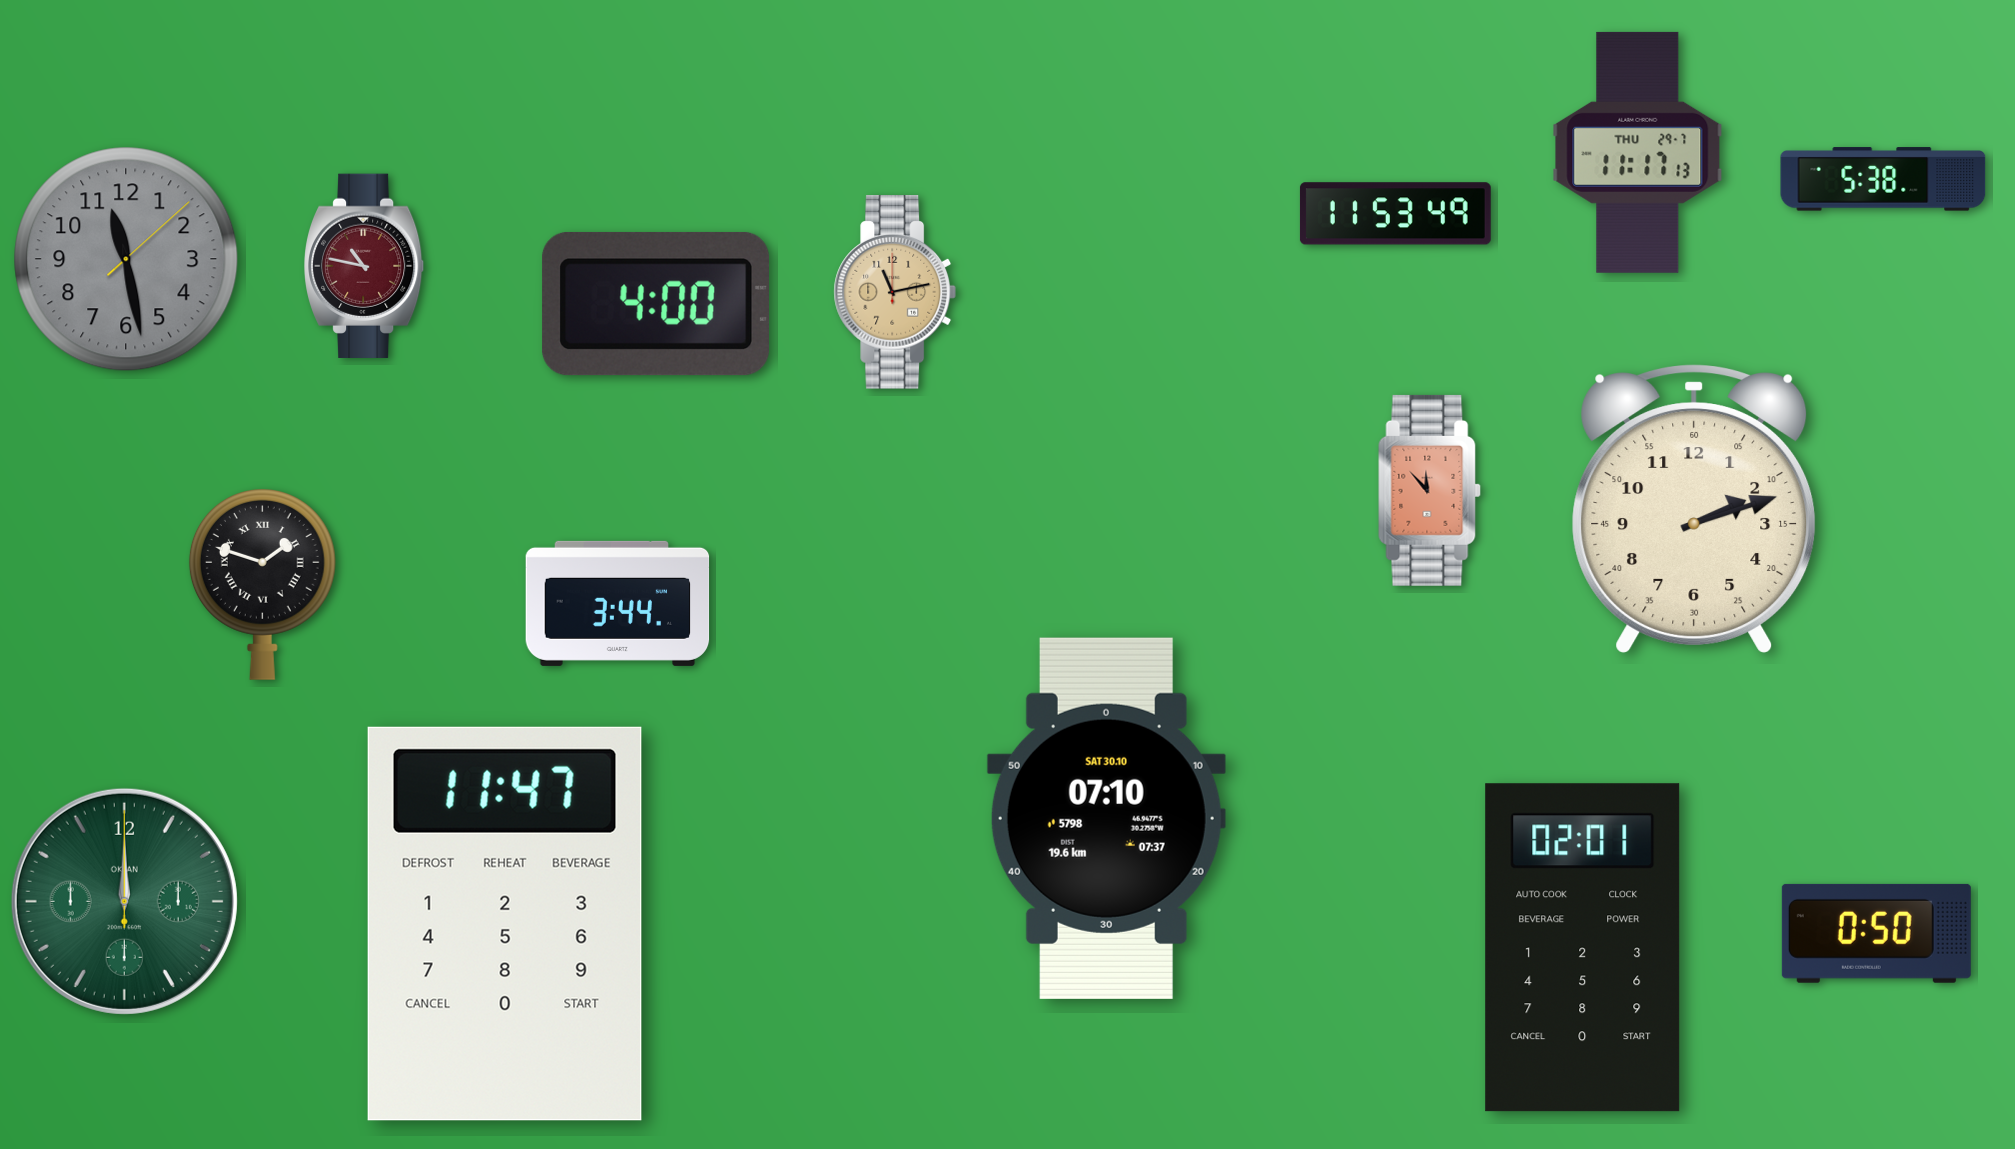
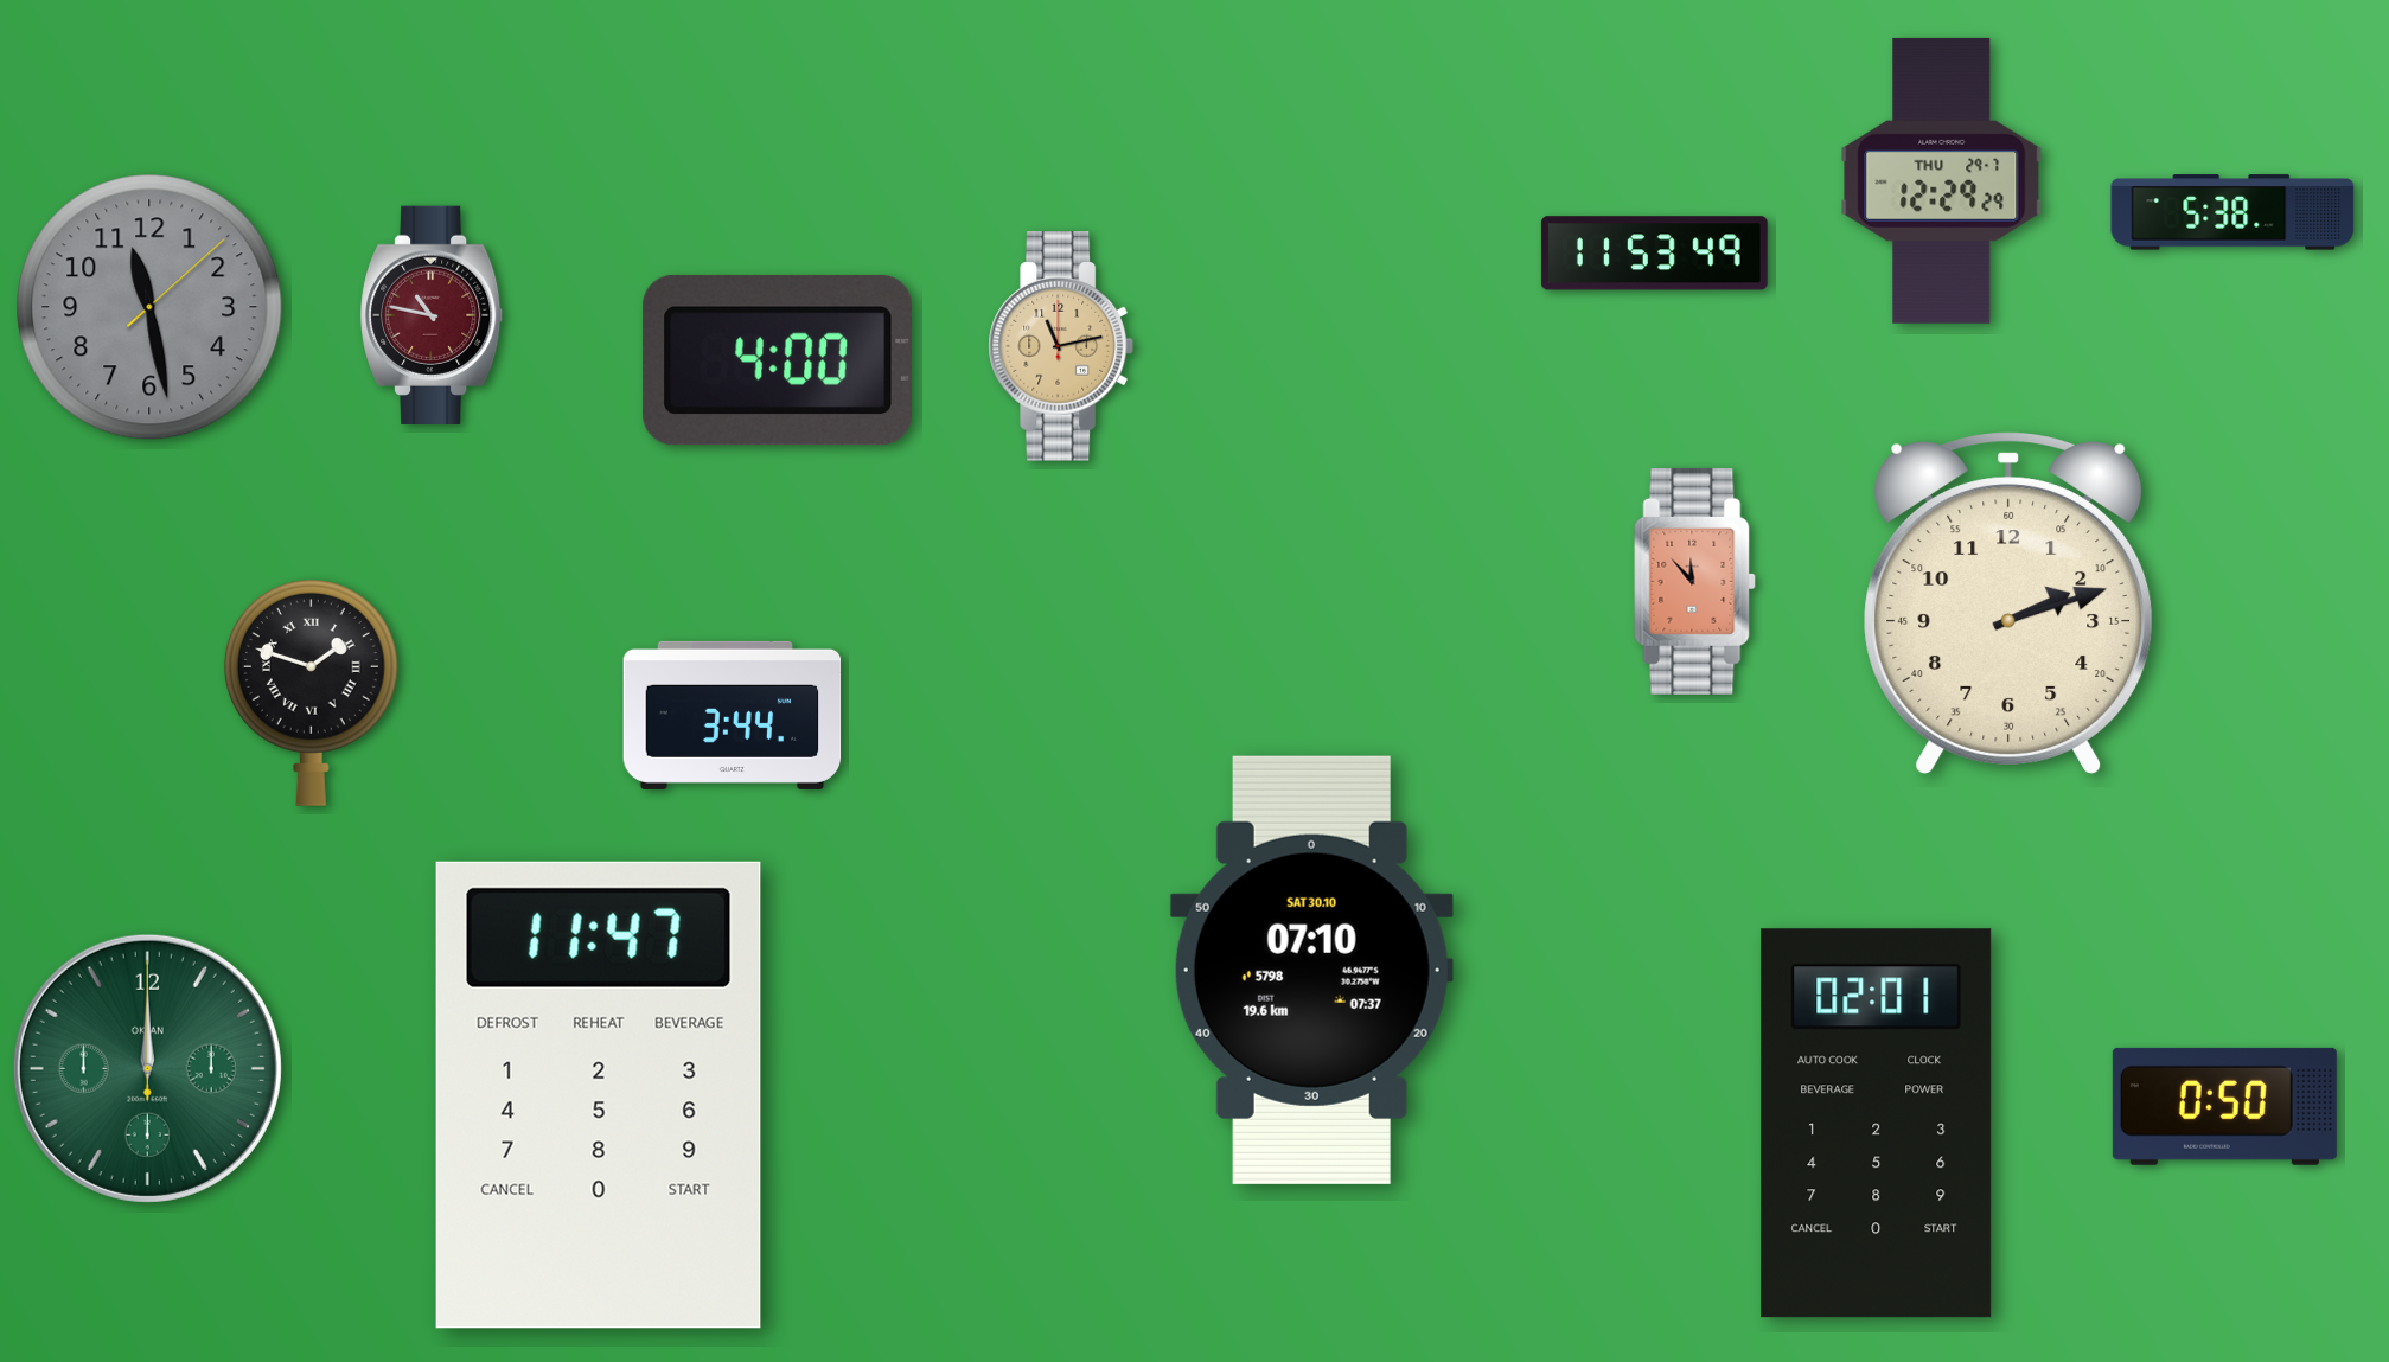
clock at (1638, 152): 11:17 -> 12:29
